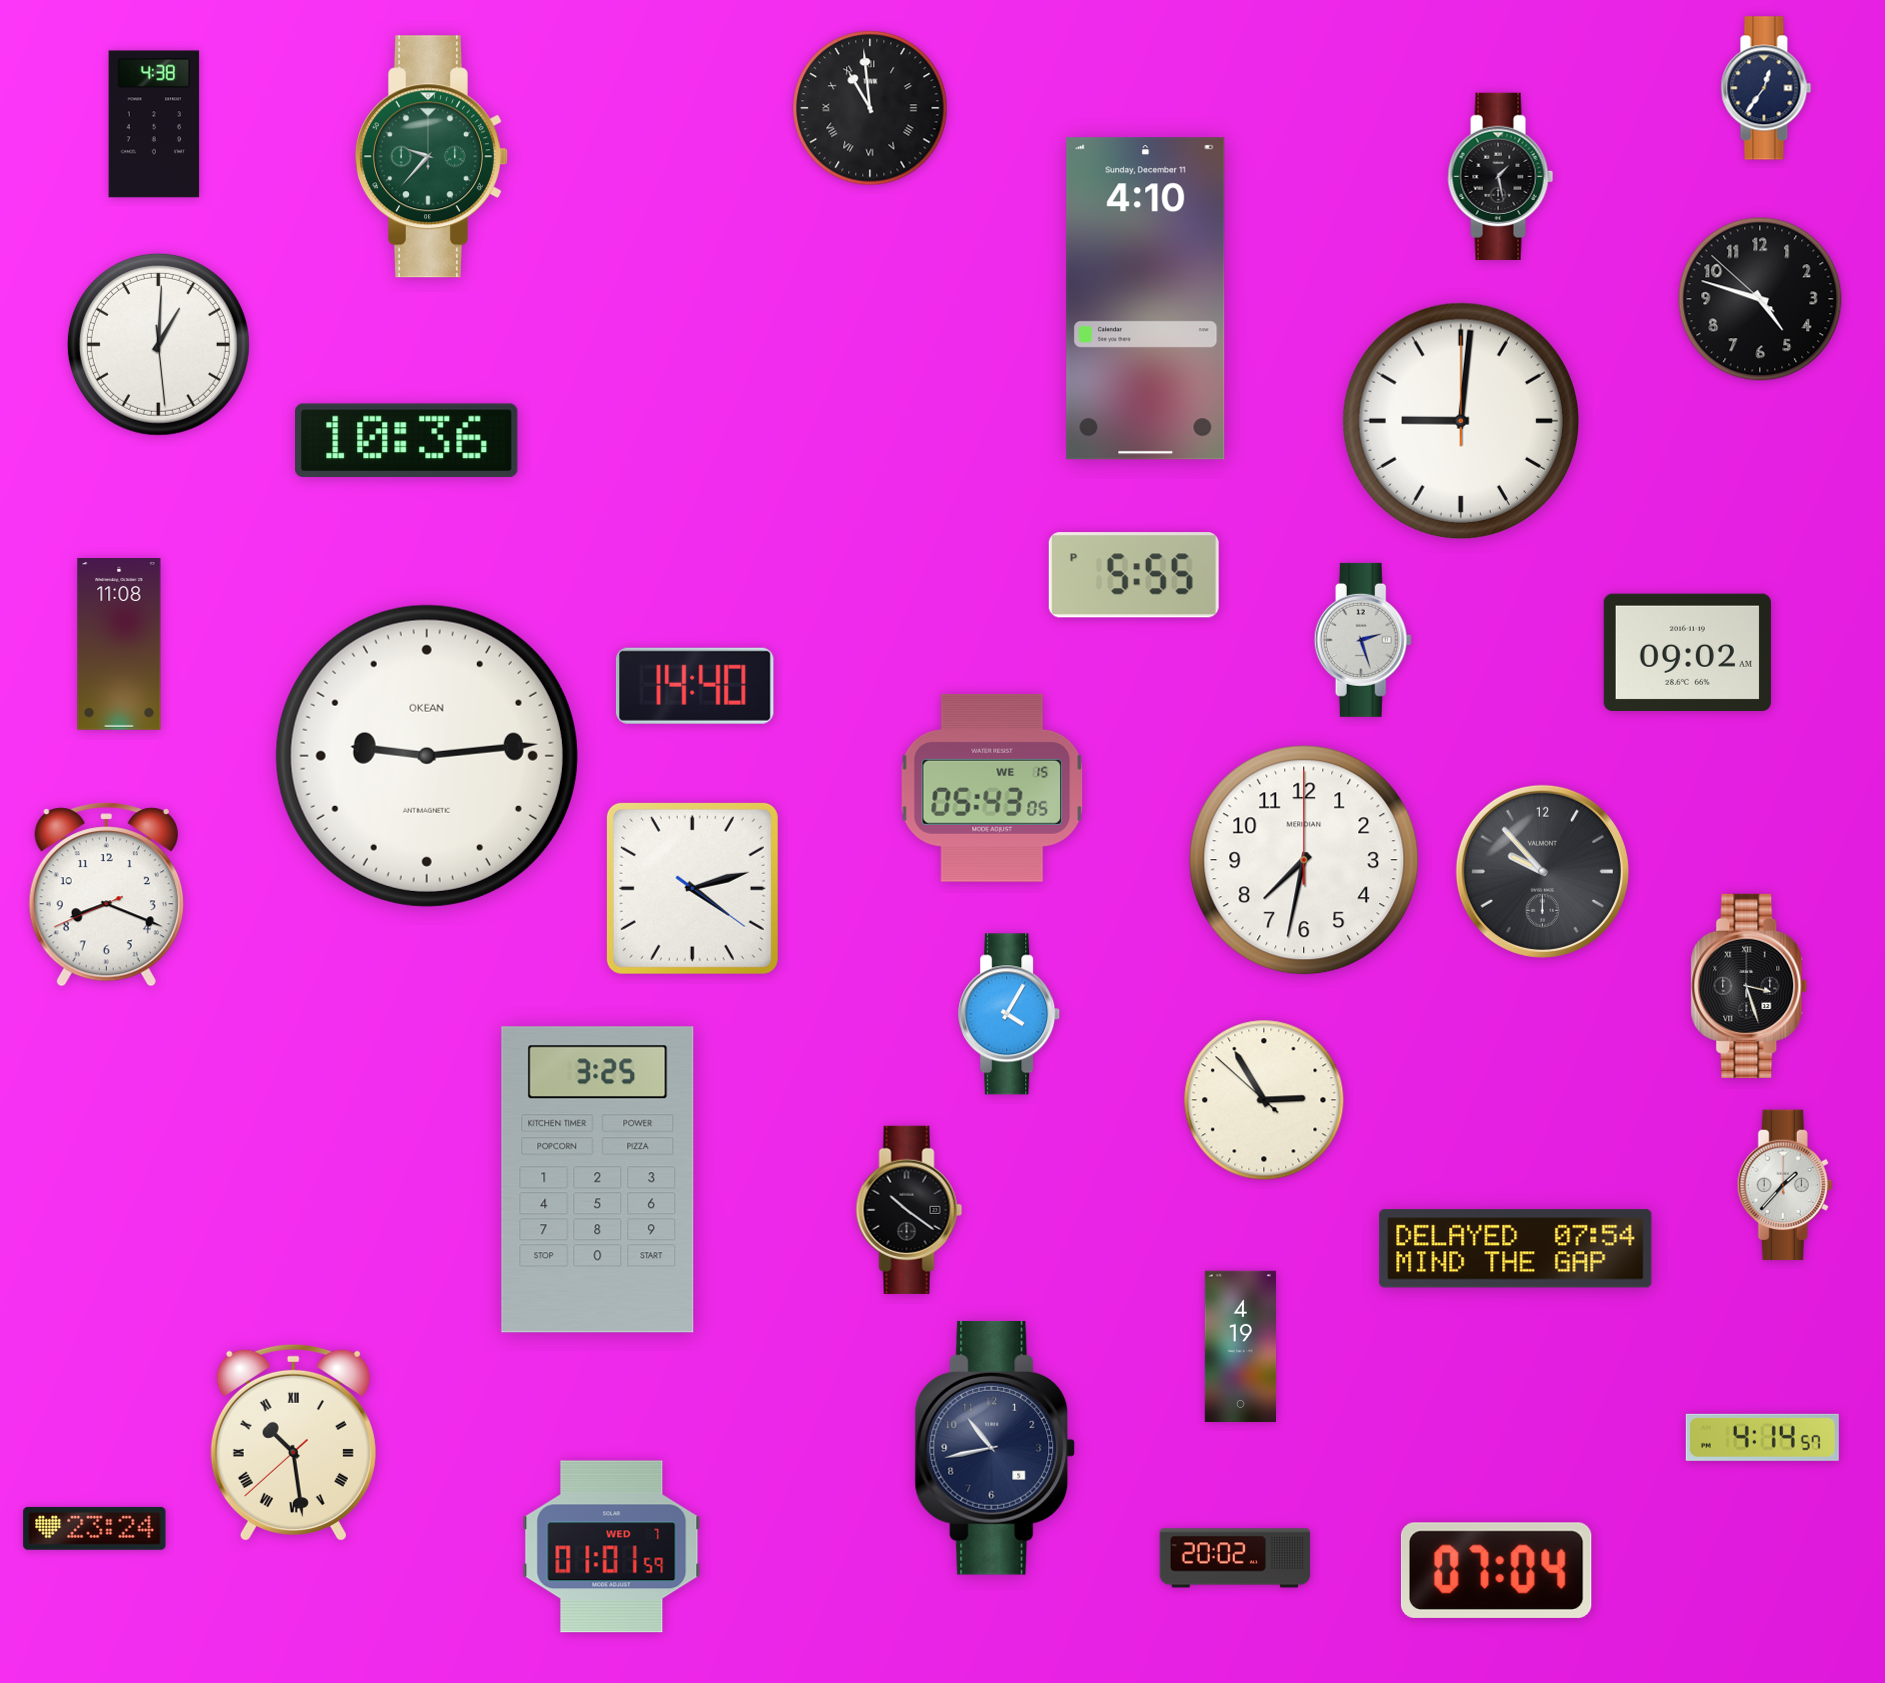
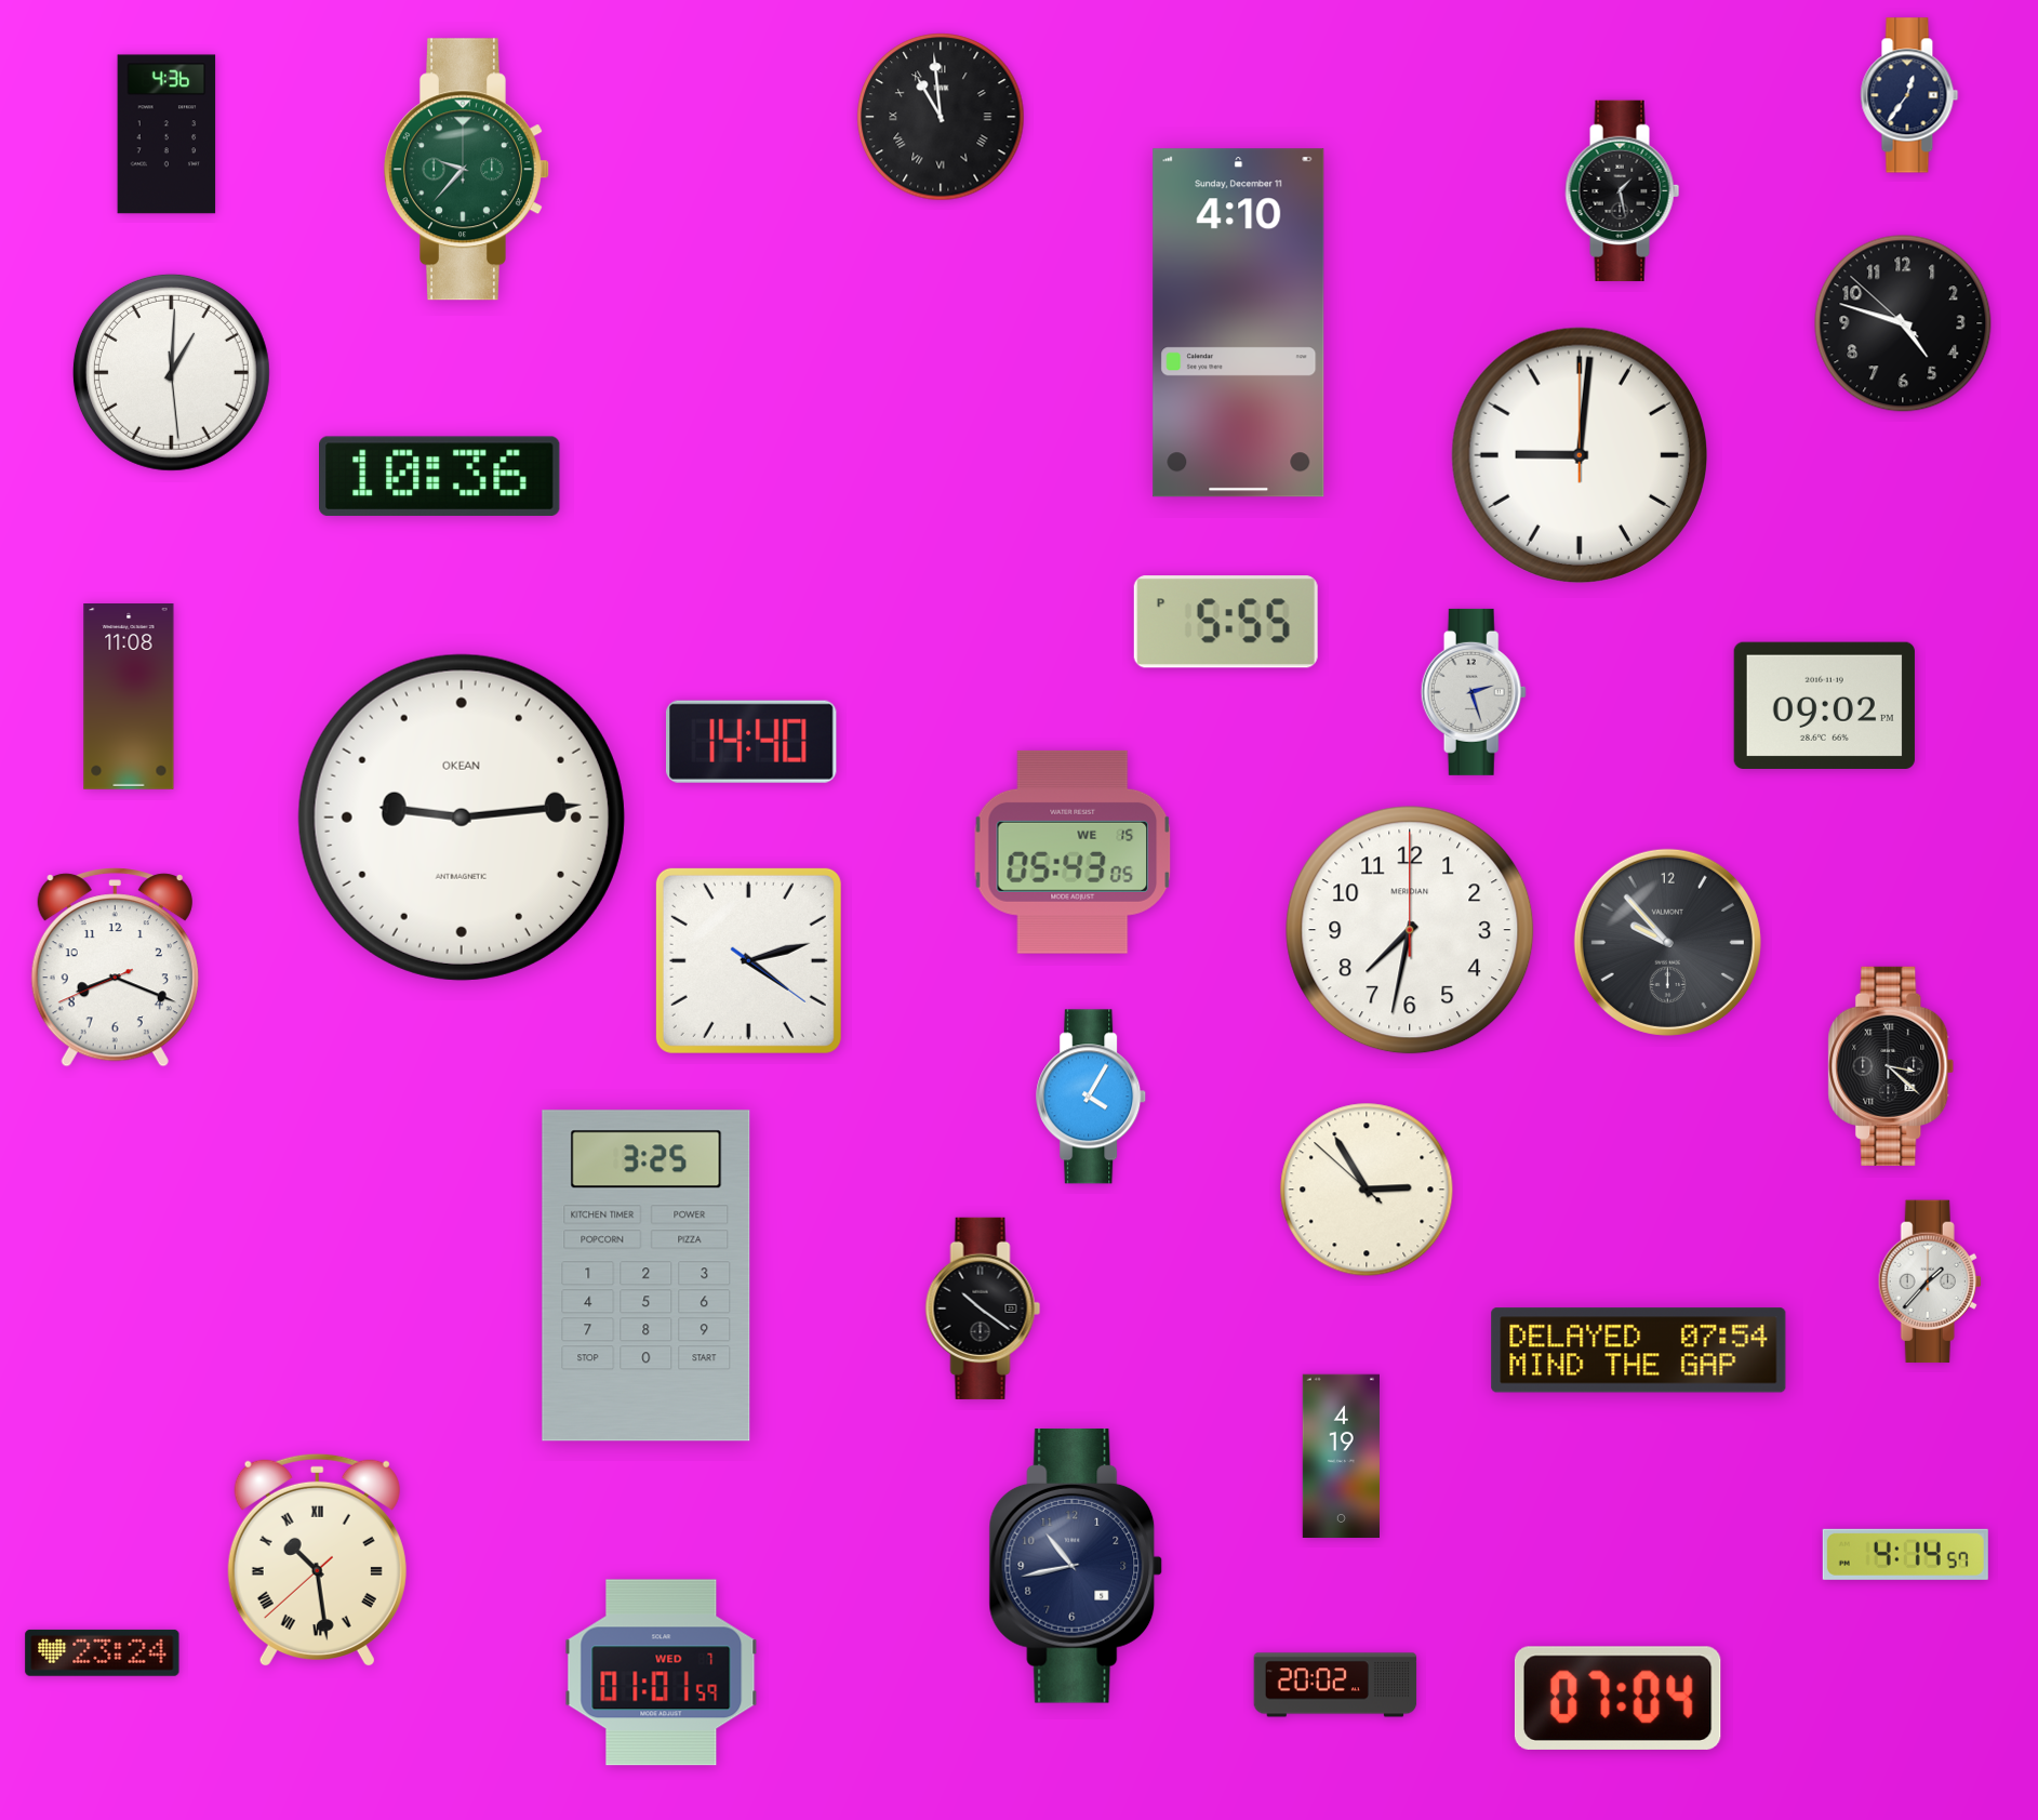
clock at (154, 124): 4:38 -> 4:36
clock at (1687, 652): 09:02 AM -> 09:02 PM
clock at (1749, 986): 3:27 -> 3:22
